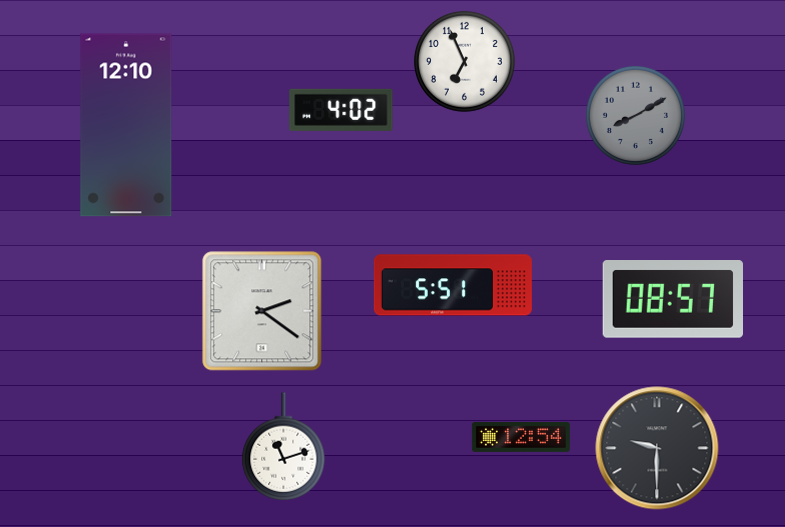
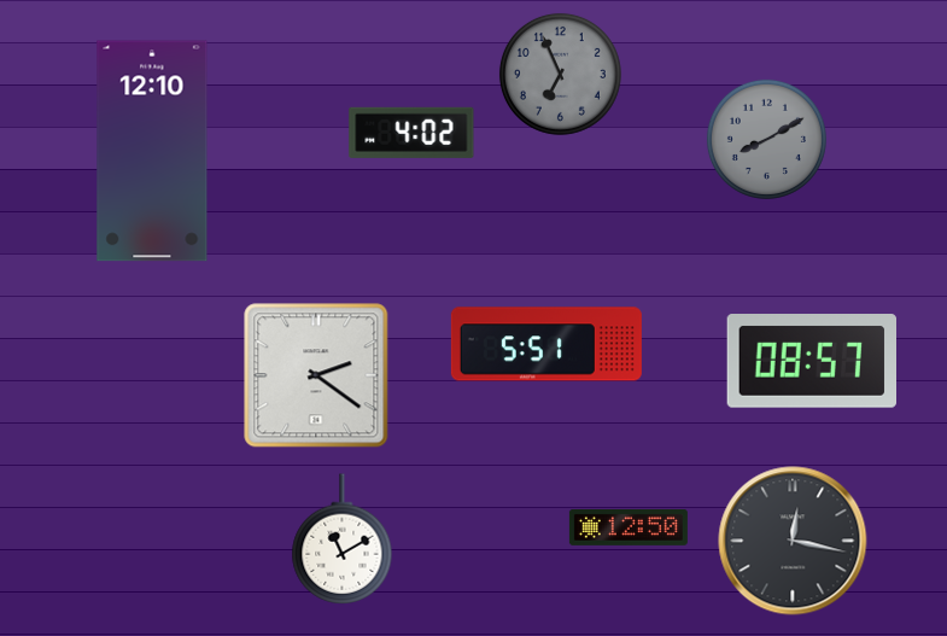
clock at (464, 61) dial: white -> grey
clock at (521, 437): 12:54 -> 12:50
clock at (284, 447): 11:12 -> 11:10
clock at (657, 448): 9:30 -> 12:17
